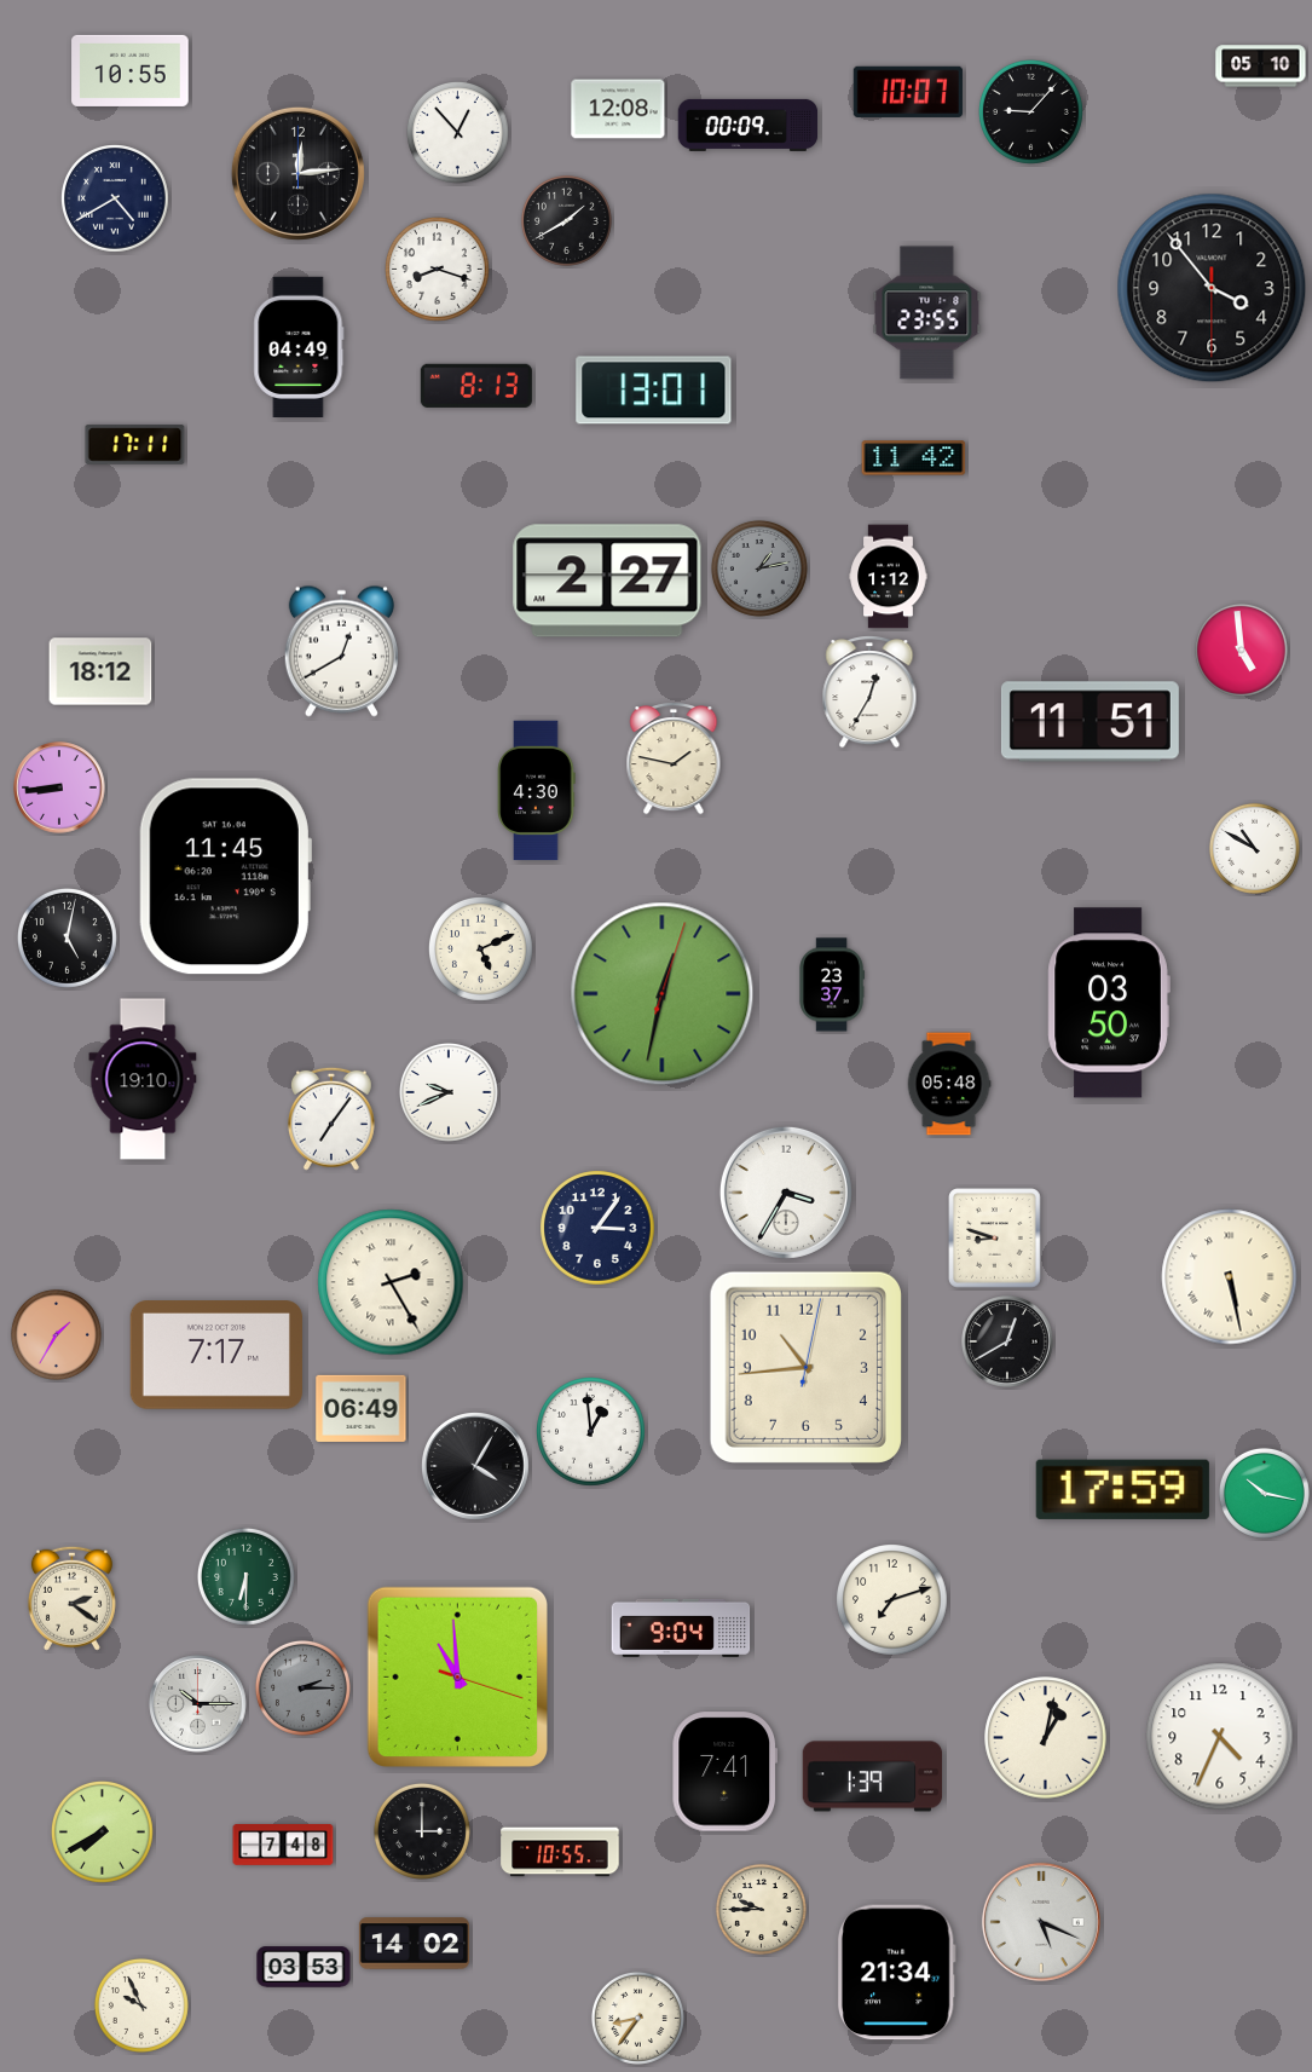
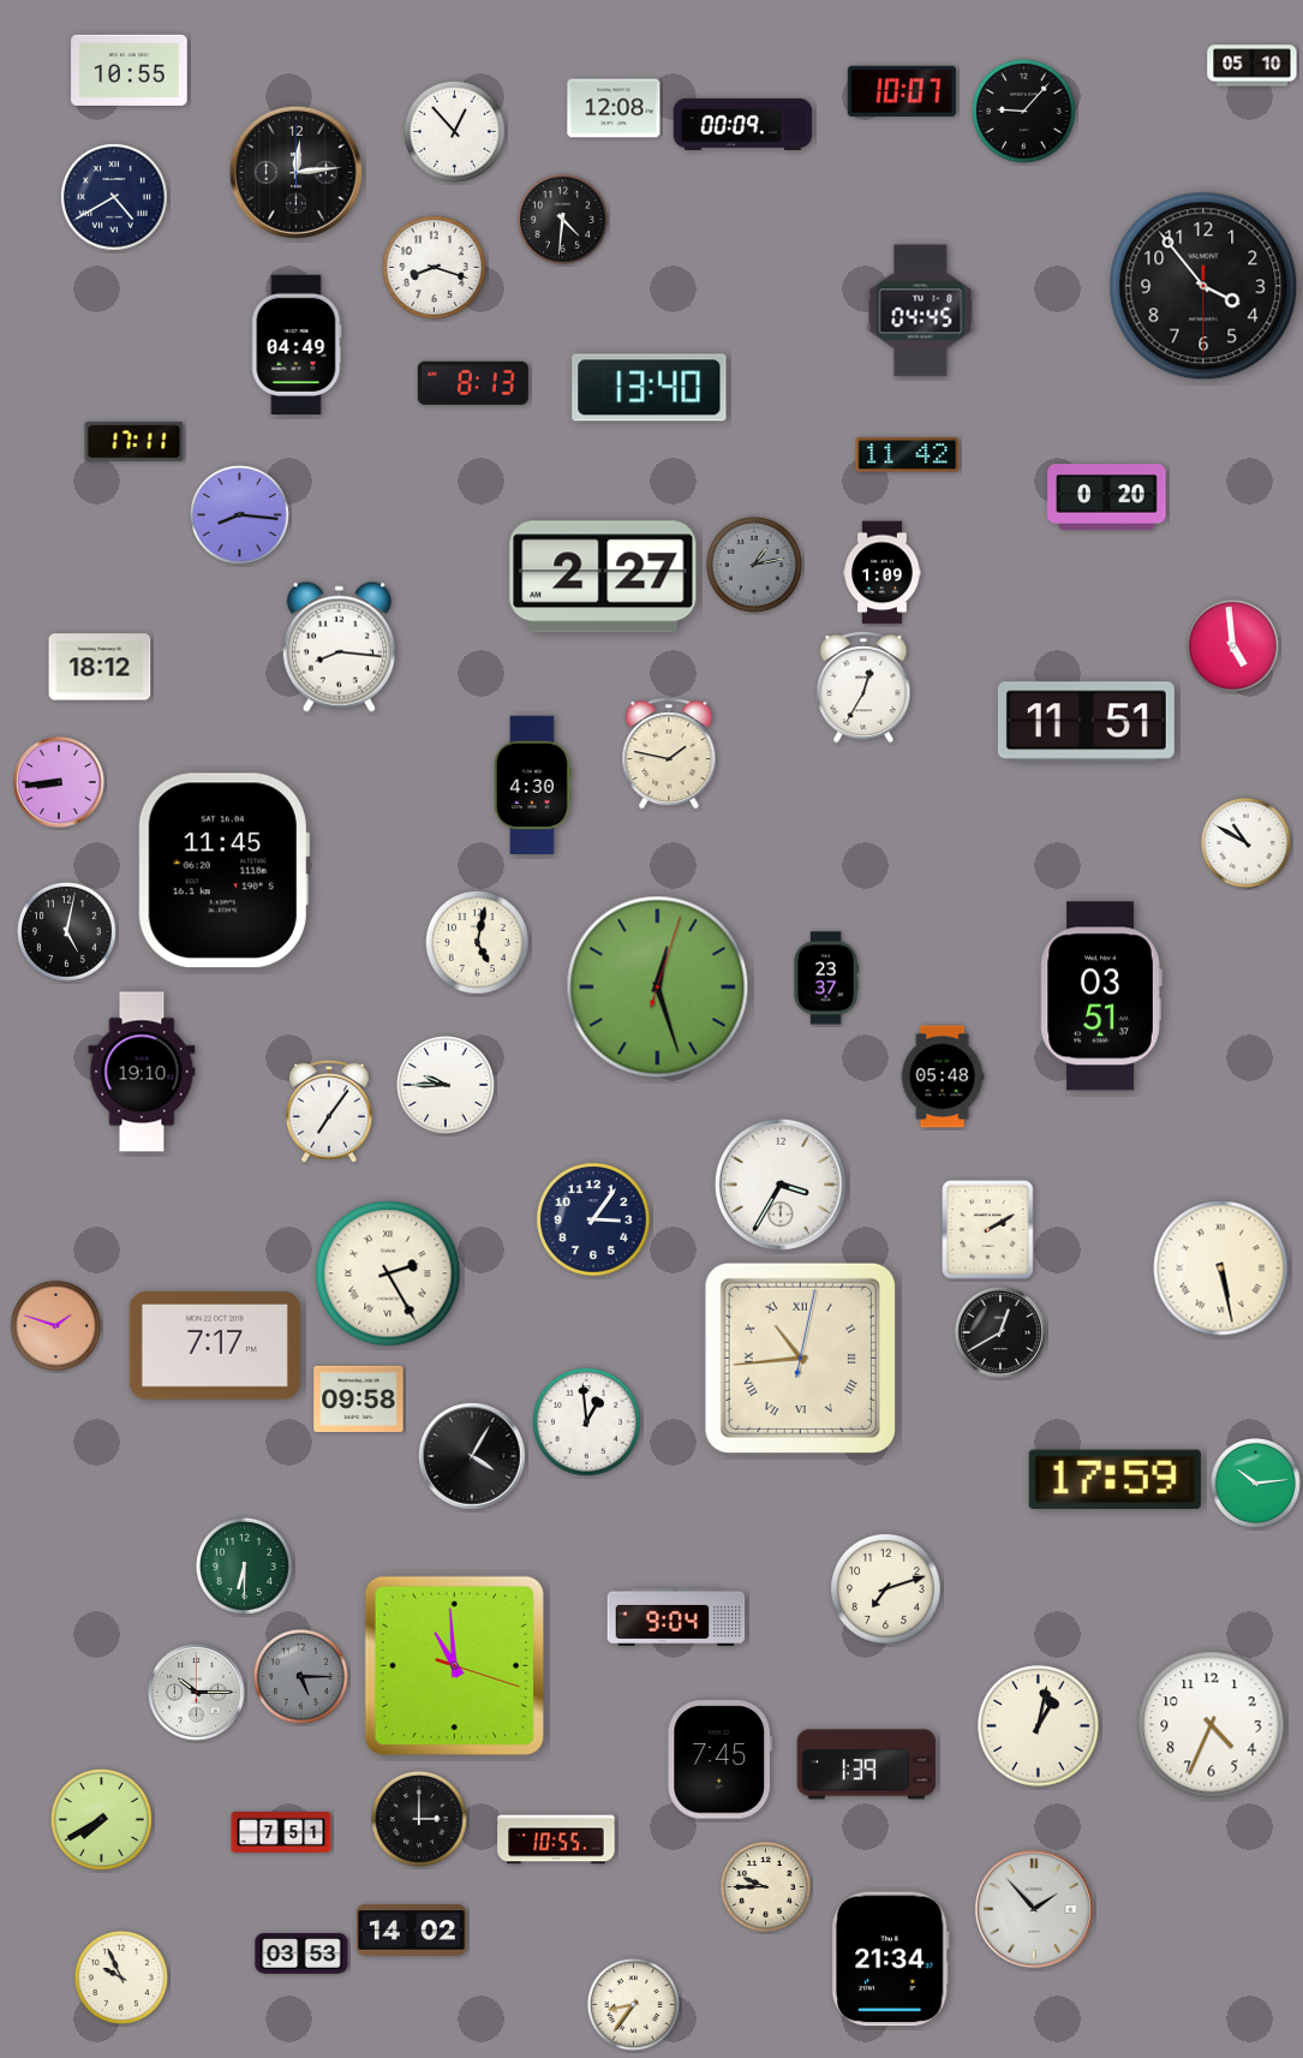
clock at (566, 220): 1:40 -> 4:31
clock at (927, 313): 23:55 -> 04:45
clock at (654, 391): 13:01 -> 13:40
clock at (1107, 497): none -> 0:20
clock at (239, 514): none -> 8:16
clock at (889, 577): 1:12 -> 1:09
clock at (341, 651): 12:40 -> 8:16
clock at (1090, 722) position: (1090, 722) -> (1086, 722)
clock at (481, 950): 5:11 -> 5:02
clock at (663, 994): 12:32 -> 12:27
clock at (1109, 1003): 03:50 -> 03:51
clock at (449, 1092): 9:41 -> 9:45
clock at (995, 1239): 8:48 -> 2:10
clock at (56, 1334): 1:35 -> 1:48
clock at (805, 1367) numerals: Arabic -> Roman
clock at (362, 1408): 06:49 -> 09:58
clock at (1264, 1493): 10:17 -> 10:14
clock at (71, 1598): 2:21 -> none
clock at (302, 1687): 2:15 -> 5:15
clock at (726, 1772): 7:41 -> 7:45
clock at (283, 1845): 7:48 -> 7:51
clock at (761, 1909) position: (761, 1909) -> (765, 1886)
clock at (1041, 1922): 5:19 -> 1:53
clock at (141, 2005) position: (141, 2005) -> (121, 1978)
